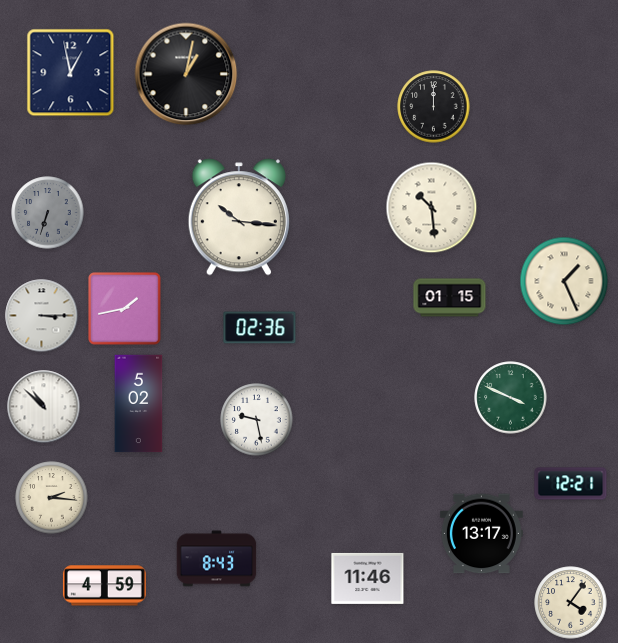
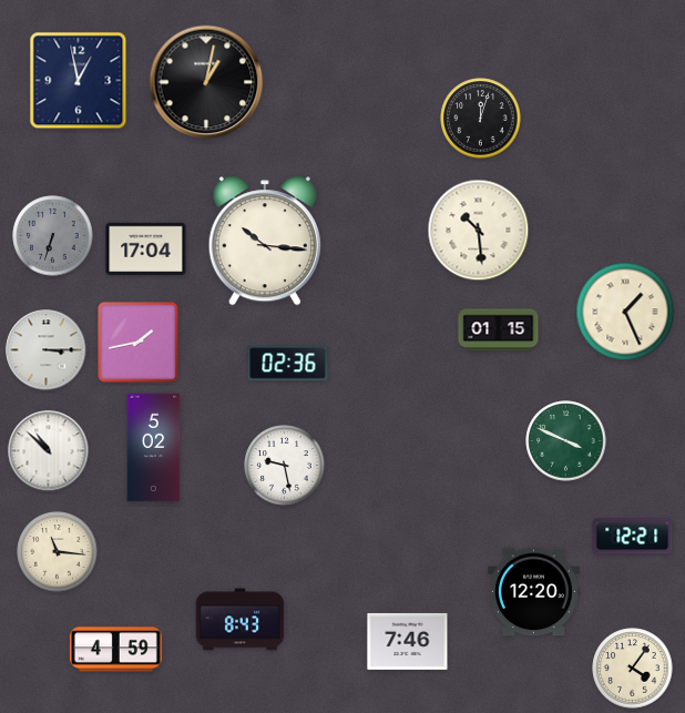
clock at (434, 107): 12:00 -> 12:03
clock at (146, 249): none -> 17:04
clock at (52, 498): 2:16 -> 11:16
clock at (481, 534): 13:17 -> 12:20
clock at (368, 578): 11:46 -> 7:46
